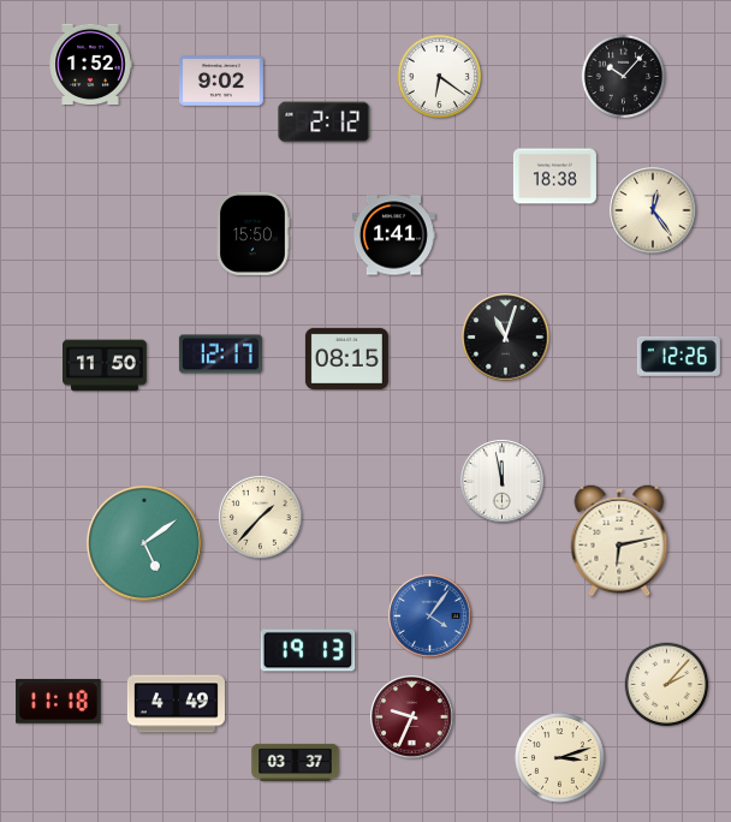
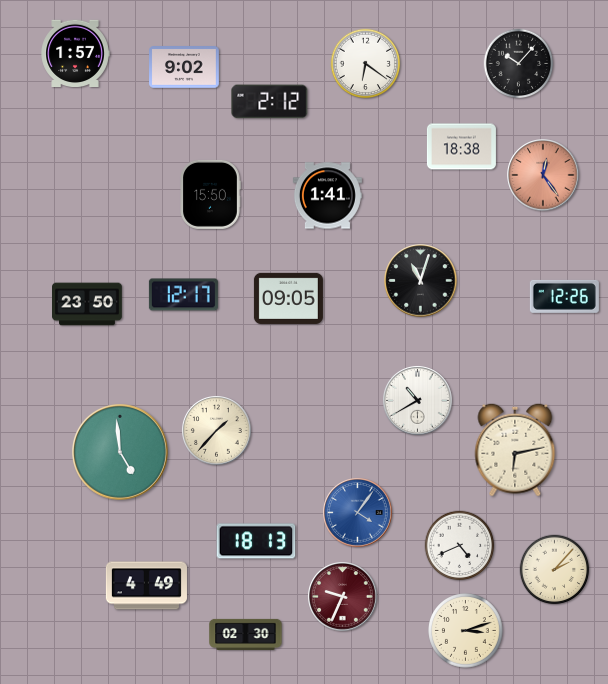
clock at (90, 64): 1:52 -> 1:57
clock at (653, 210) dial: cream -> salmon
clock at (346, 358): 08:15 -> 09:05
clock at (106, 365): 11:50 -> 23:50
clock at (503, 482): 11:58 -> 10:40
clock at (144, 543): 5:09 -> 4:59
clock at (308, 650): 19:13 -> 18:13
clock at (460, 546): none -> 4:41
clock at (59, 701): 11:18 -> none
clock at (296, 762): 03:37 -> 02:30
